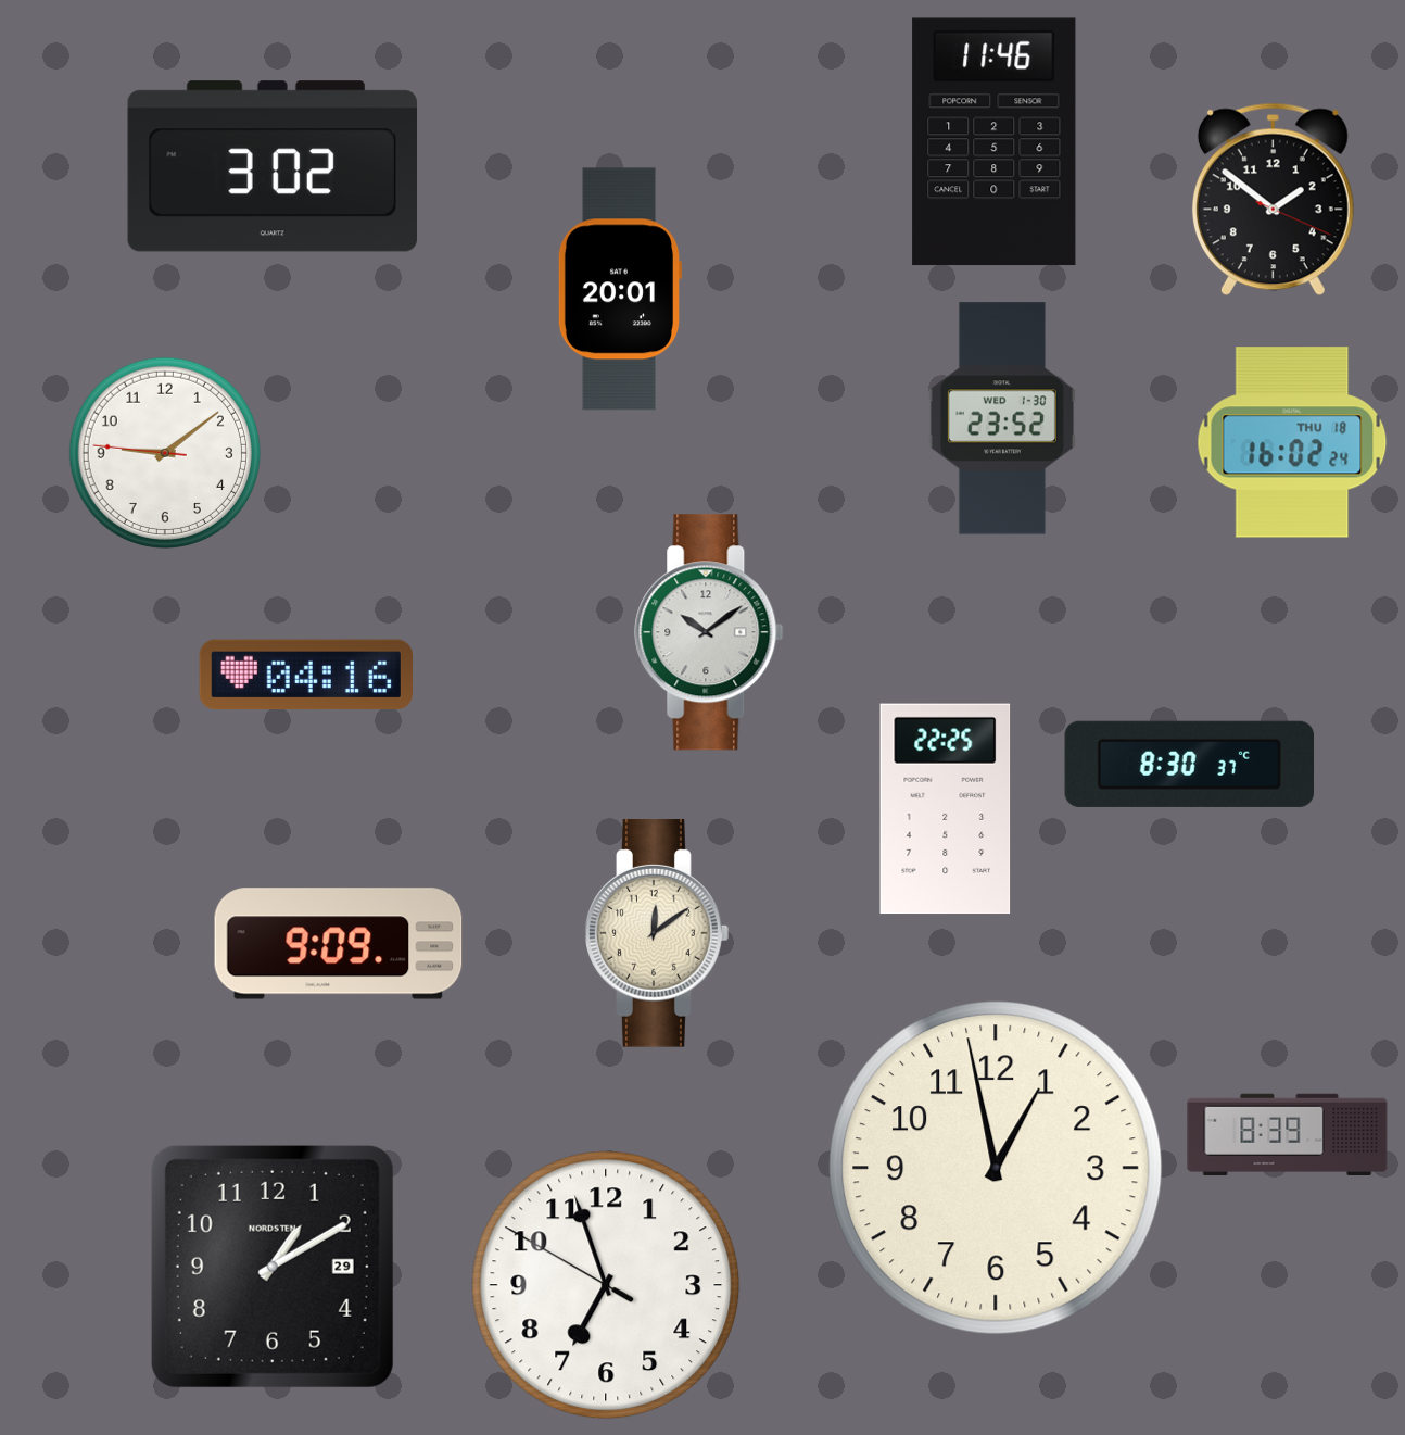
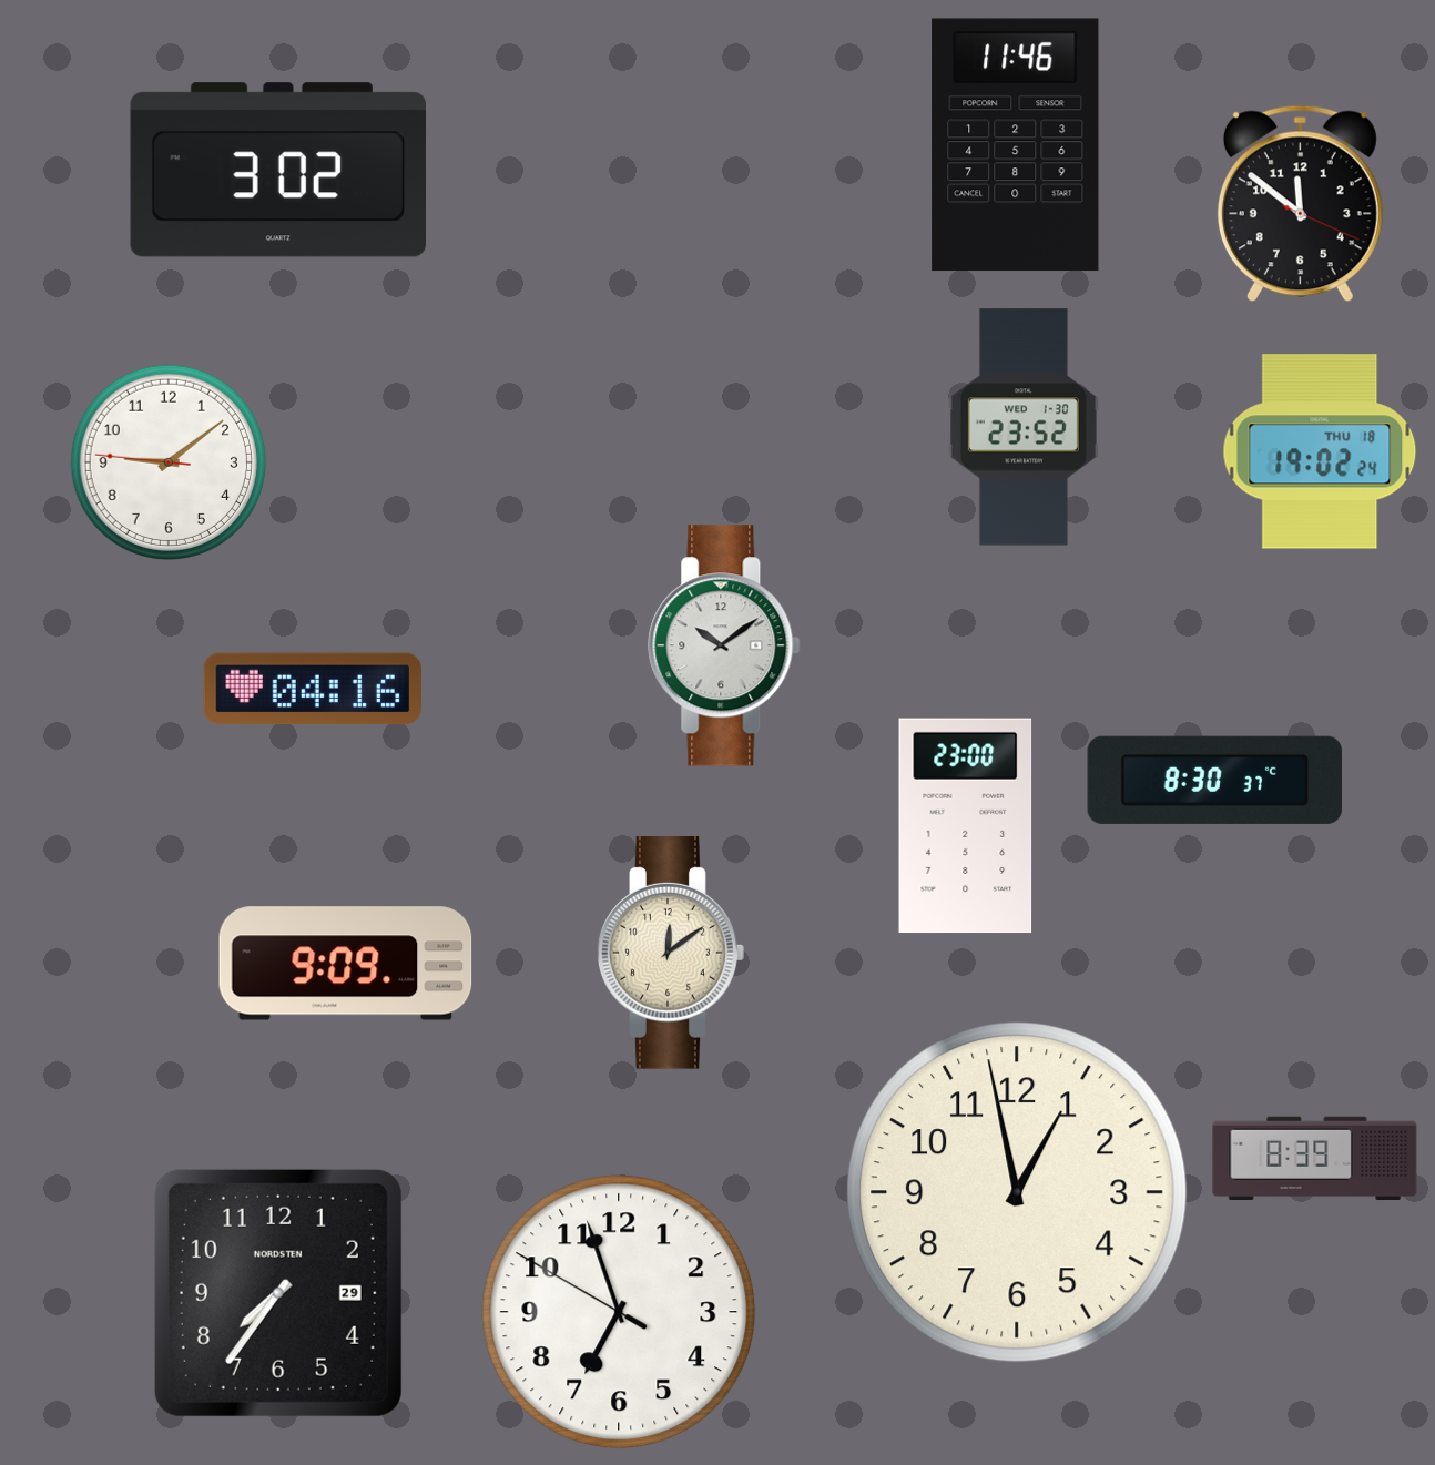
clock at (1273, 200): 1:51 -> 11:51
clock at (619, 289): 20:01 -> none
clock at (1292, 442): 16:02 -> 19:02
clock at (946, 809): 22:25 -> 23:00
clock at (273, 1267): 1:10 -> 7:36
